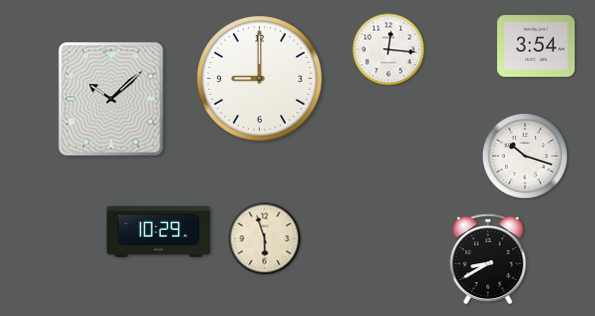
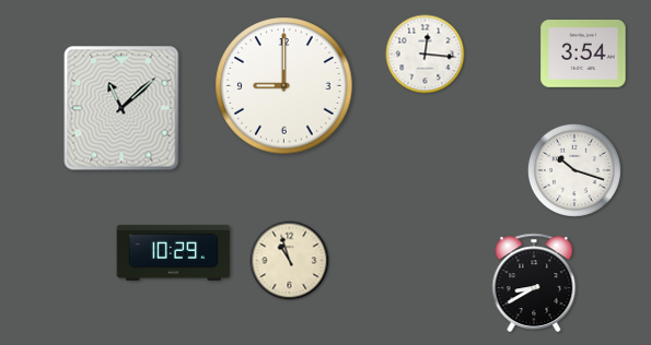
clock at (536, 47) position: (536, 47) -> (583, 55)
clock at (111, 99): 10:08 -> 11:08
clock at (265, 239): 5:57 -> 10:57
